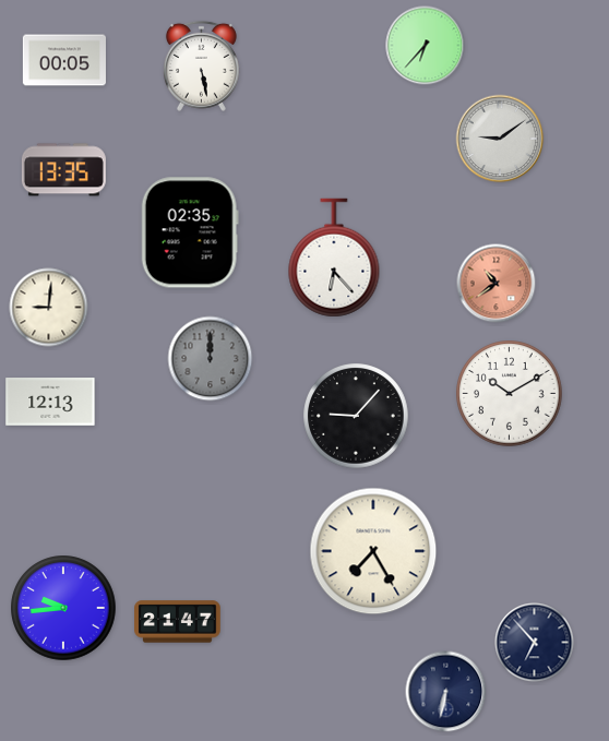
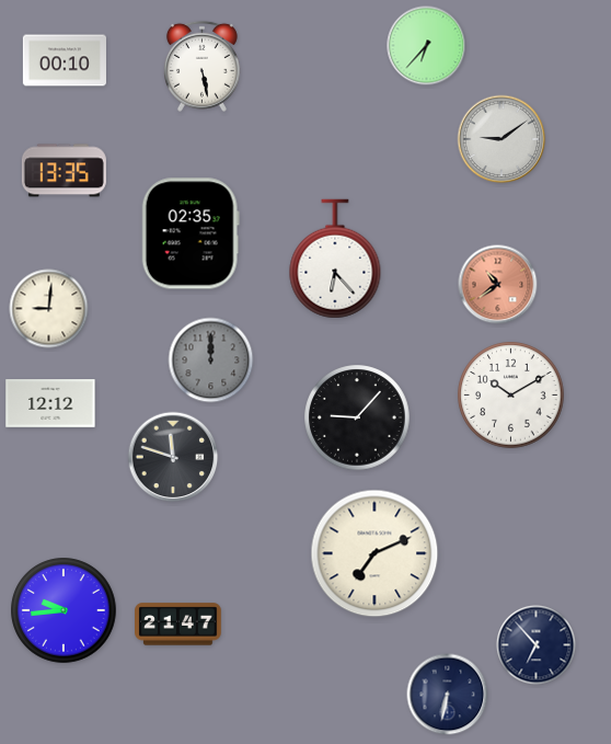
clock at (64, 60): 00:05 -> 00:10
clock at (50, 403): 12:13 -> 12:12
clock at (173, 457): none -> 11:48
clock at (373, 551): 7:25 -> 7:11
